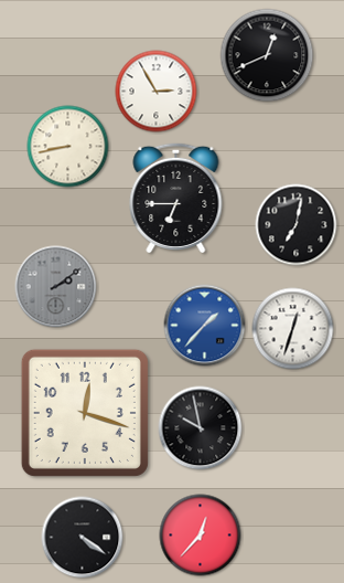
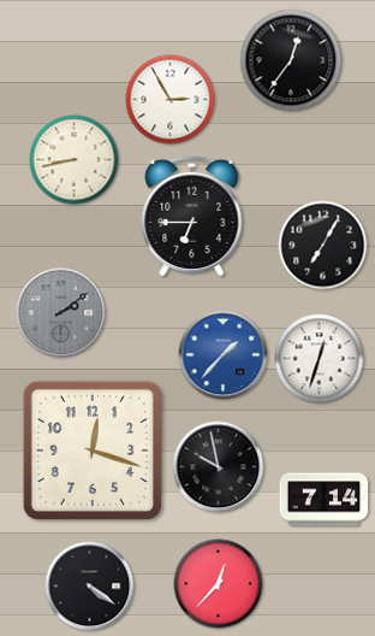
clock at (267, 55): 12:41 -> 12:36
clock at (297, 225): 7:02 -> 7:05
clock at (325, 500): none -> 7:14
